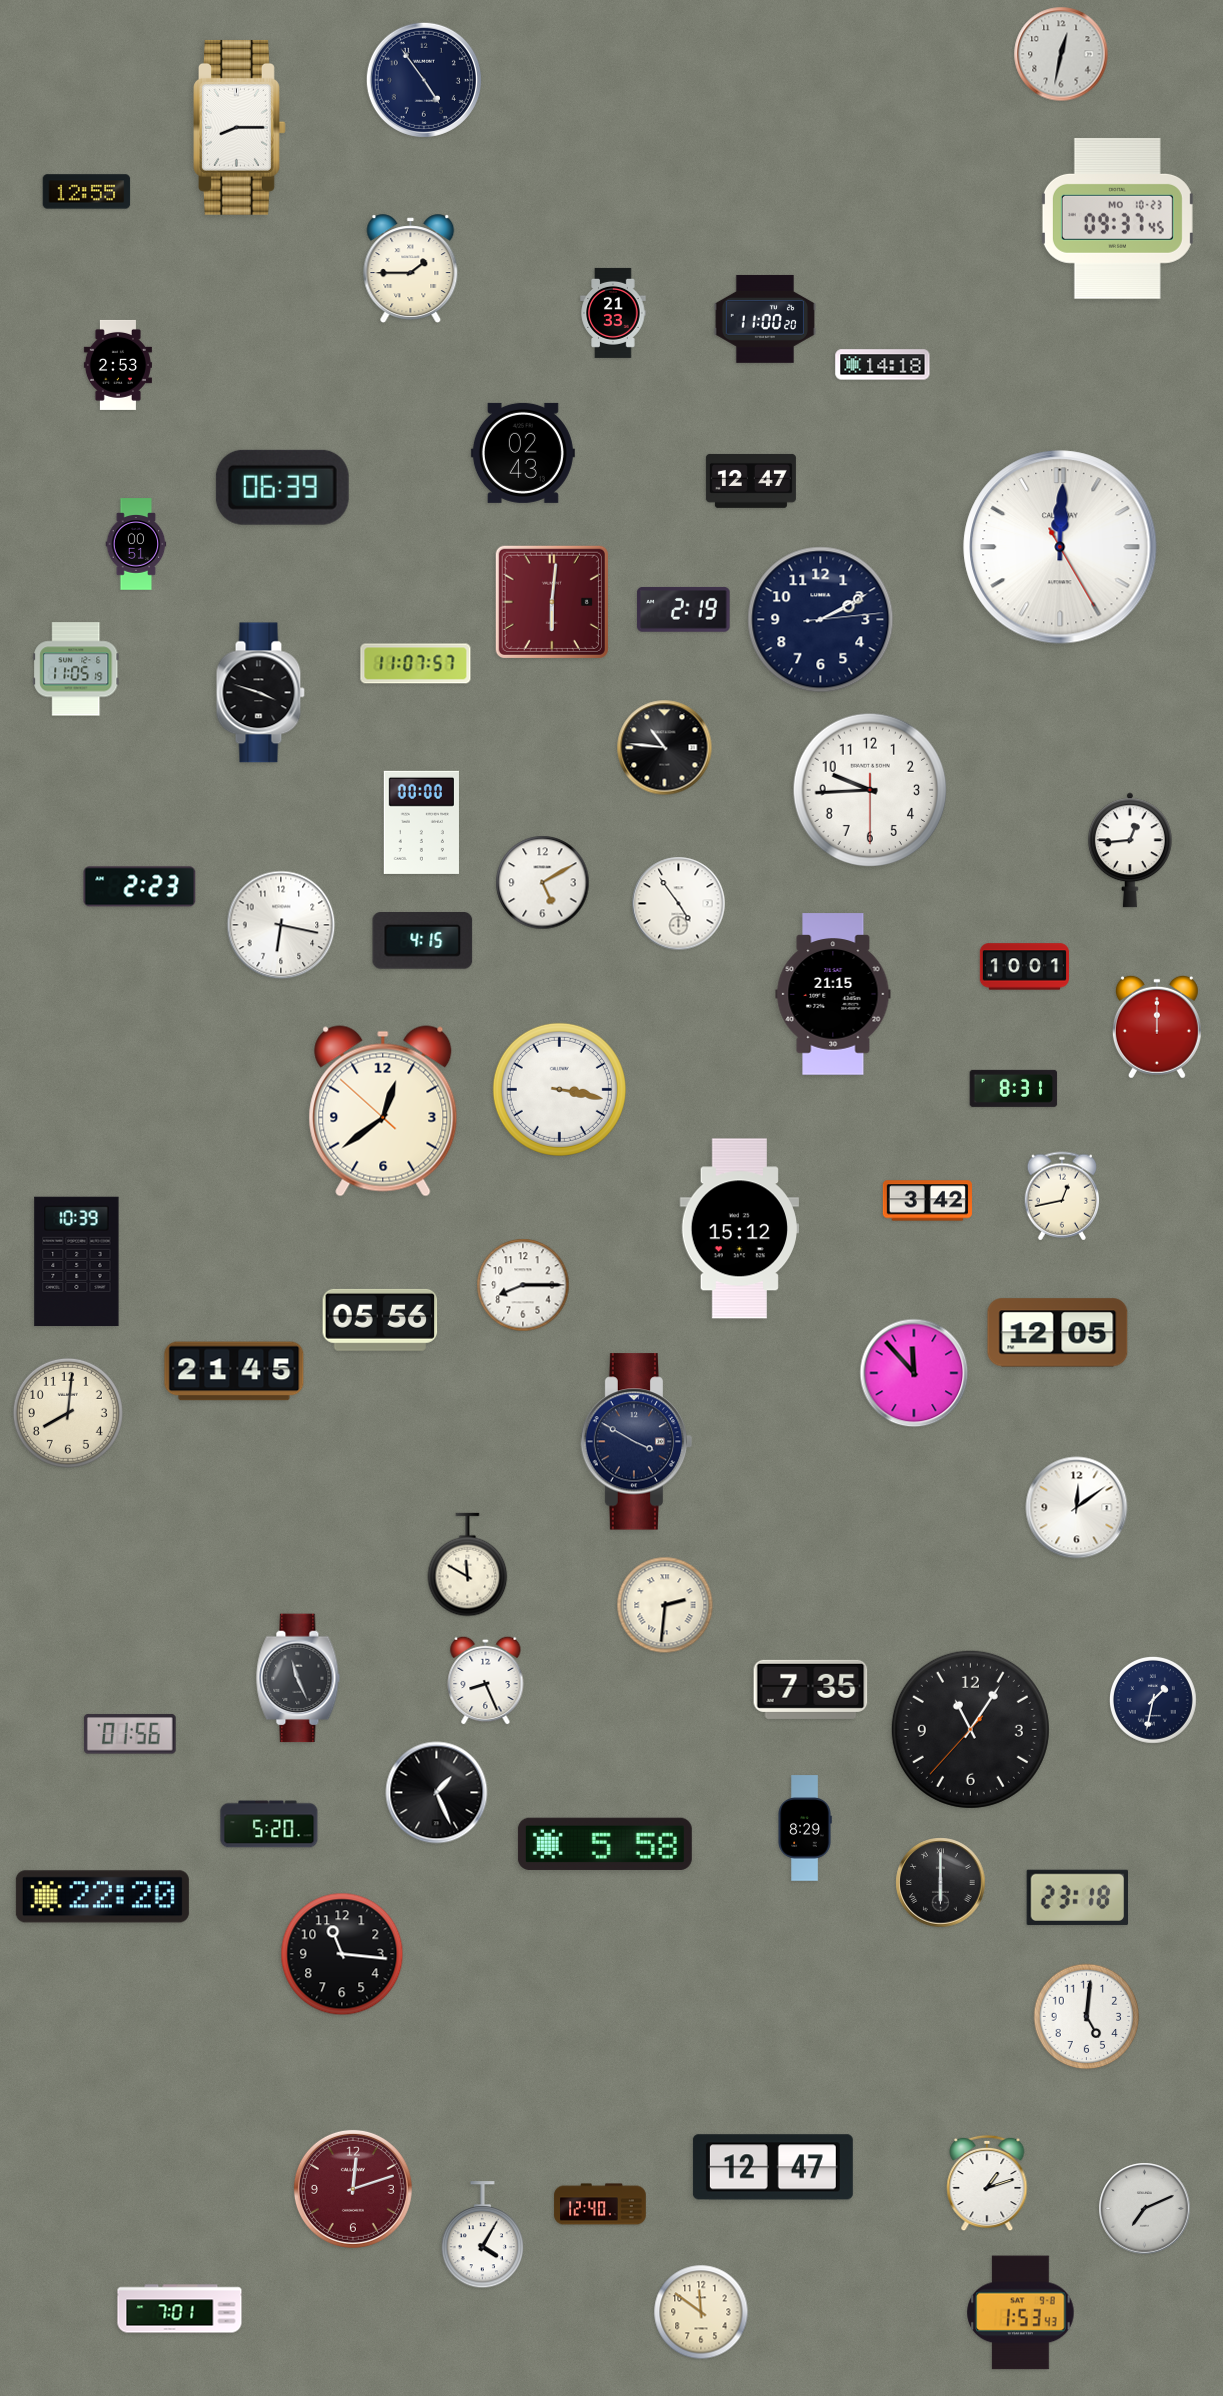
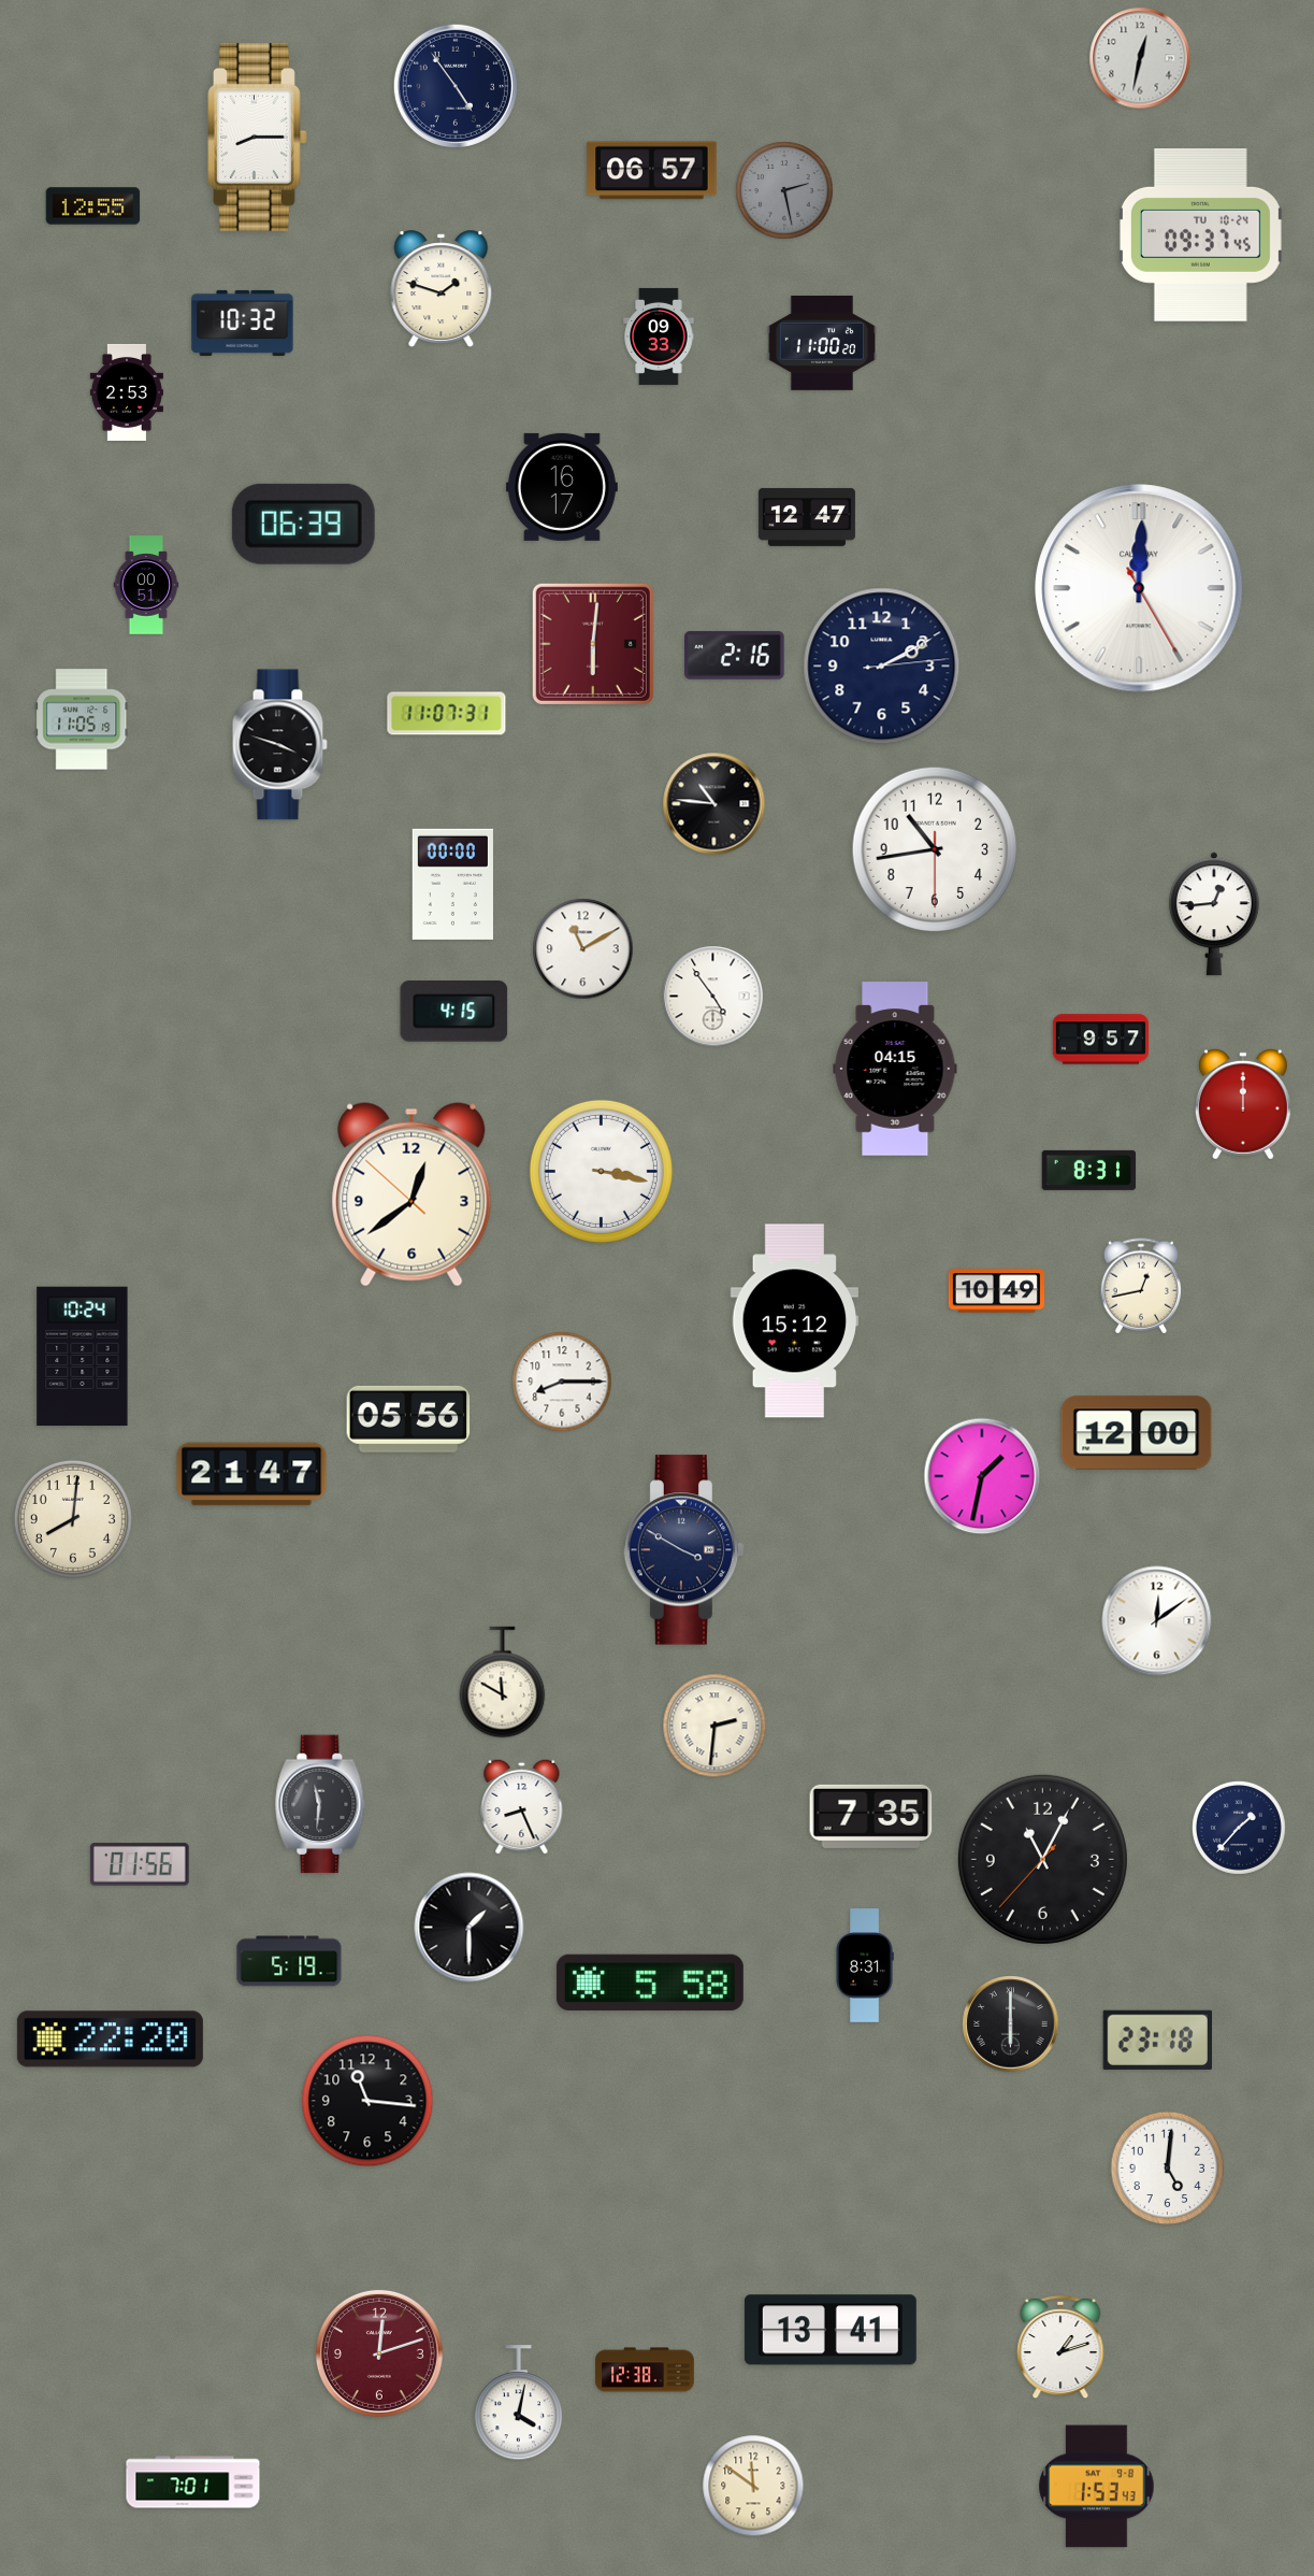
clock at (652, 171): none -> 06:57
clock at (784, 190): none -> 2:28
clock at (1117, 218) date: MO 10-23 -> TU 10-24
clock at (411, 268): 1:45 -> 1:48
clock at (243, 323): none -> 10:32
clock at (613, 313): 21:33 -> 09:33
clock at (883, 365): 14:18 -> none
clock at (523, 453): 02:43 -> 16:17
clock at (552, 602) position: (552, 602) -> (593, 644)
clock at (684, 609): 2:19 -> 2:16
clock at (416, 664): 11:07:57 -> 11:07:31
clock at (870, 790): 9:44 -> 10:43
clock at (543, 883): 5:10 -> 11:10
clock at (140, 887): 2:23 -> none
clock at (679, 904) position: (679, 904) -> (713, 997)
clock at (281, 925): 6:17 -> none
clock at (1024, 967): 10:01 -> 9:57
clock at (833, 994): 21:15 -> 04:15
clock at (927, 1201): 3:42 -> 10:49
clock at (77, 1262): 10:39 -> 10:24
clock at (1058, 1333): 12:05 -> 12:00
clock at (234, 1371): 21:45 -> 21:47
clock at (914, 1373): 11:53 -> 1:32
clock at (298, 1678): 11:26 -> 11:31
clock at (1153, 1700): 1:32 -> 1:37
clock at (970, 1729): 11:05 -> 11:04
clock at (437, 1793): 1:26 -> 1:30
clock at (269, 1824): 5:20 -> 5:19
clock at (805, 1828): 8:29 -> 8:31
clock at (773, 2167): 12:47 -> 13:41
clock at (600, 2204): 12:40 -> 12:38
clock at (1145, 2209): 7:11 -> none
clock at (482, 2235): 4:05 -> 4:02
